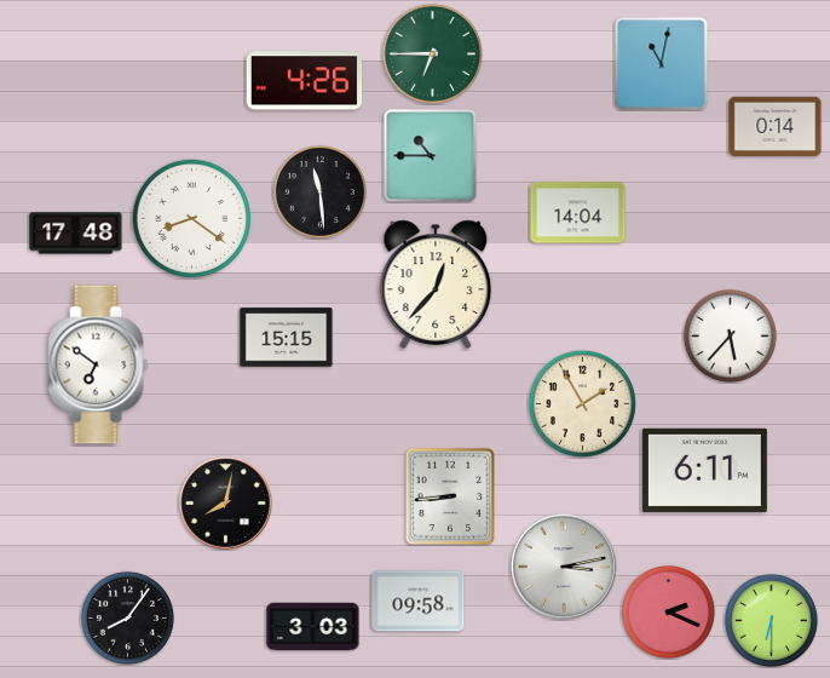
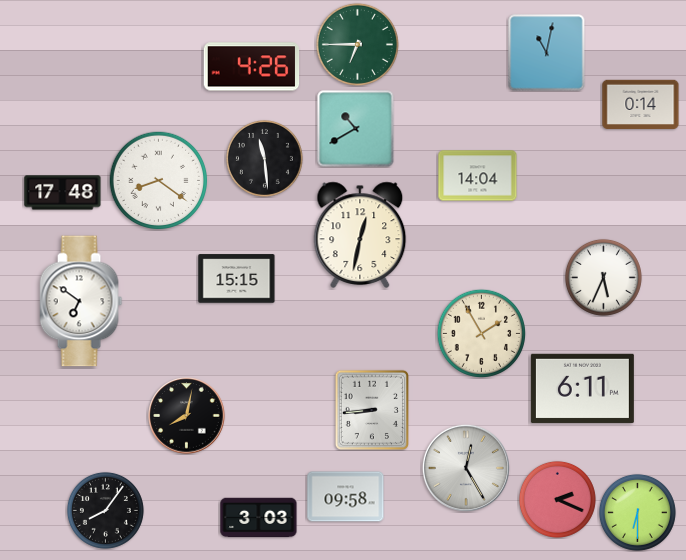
clock at (431, 156): 10:45 -> 10:40
clock at (436, 285): 12:37 -> 12:32
clock at (730, 335): 5:37 -> 5:34
clock at (564, 567): 3:13 -> 12:25
clock at (668, 611) position: (668, 611) -> (557, 499)
